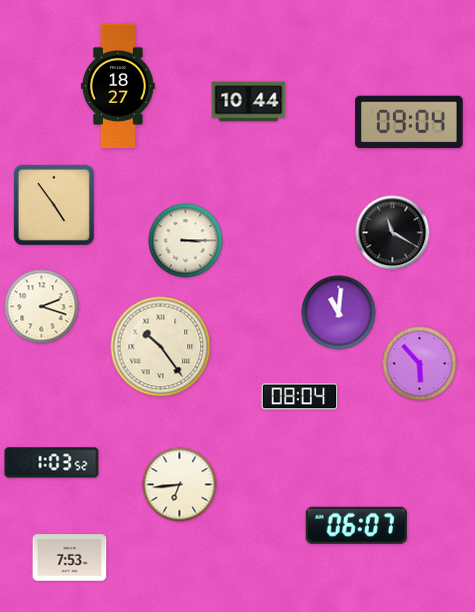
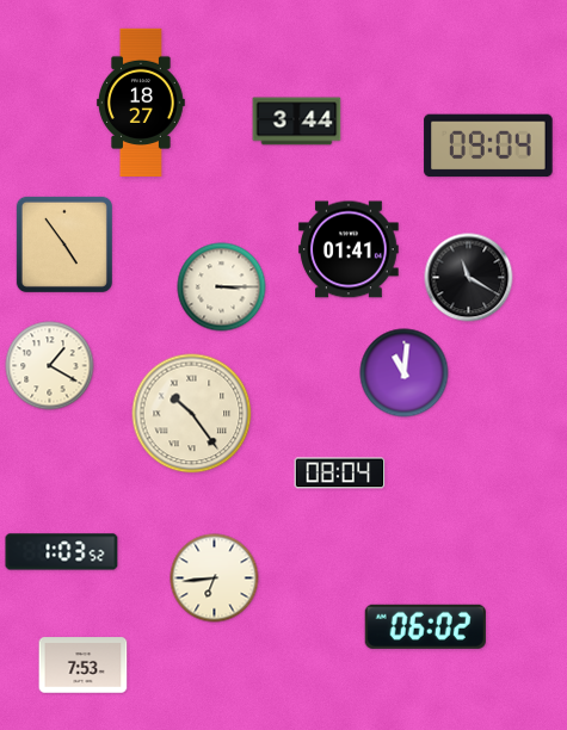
clock at (249, 102): 10:44 -> 3:44
clock at (349, 249): none -> 01:41
clock at (42, 307): 2:18 -> 1:20
clock at (420, 364): 5:53 -> none
clock at (300, 397) position: (300, 397) -> (340, 474)
clock at (356, 525): 06:07 -> 06:02
